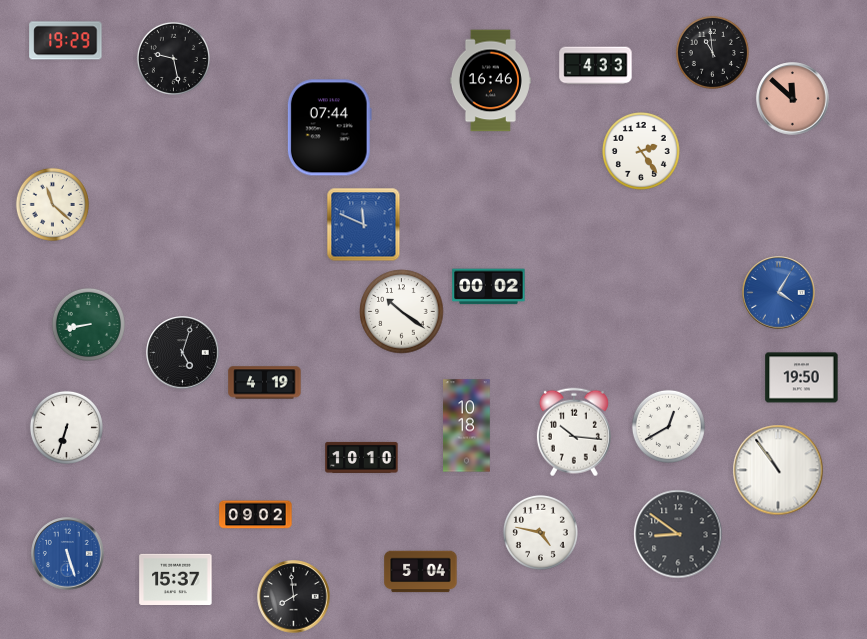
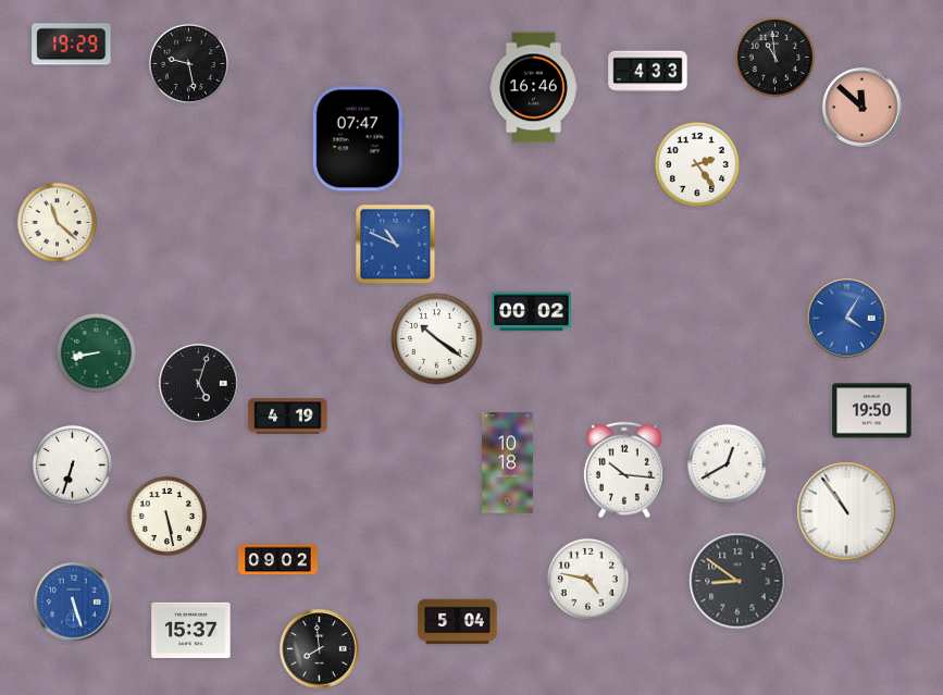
clock at (329, 128): 07:44 -> 07:47
clock at (364, 225): 11:49 -> 10:49
clock at (362, 457): 10:10 -> none
clock at (166, 516): none -> 5:28
